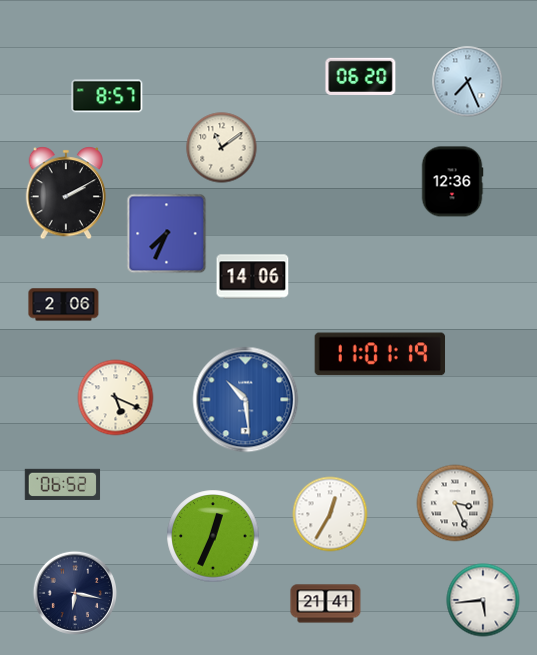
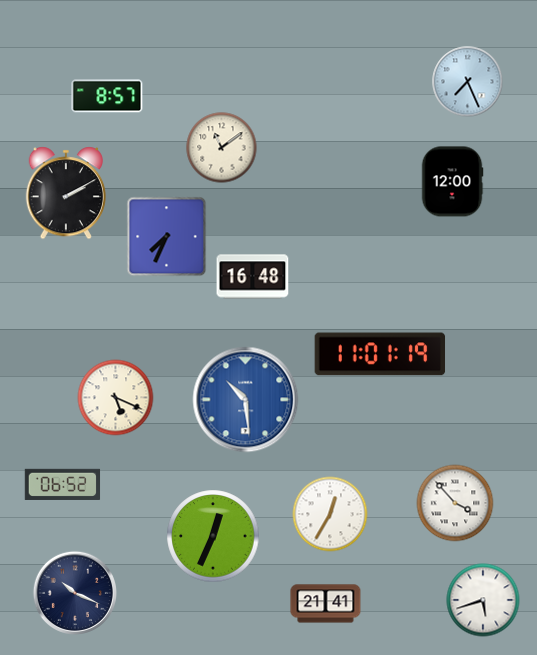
clock at (361, 76): 06:20 -> none
clock at (452, 182): 12:36 -> 12:00
clock at (167, 234) position: (167, 234) -> (167, 237)
clock at (253, 277): 14:06 -> 16:48
clock at (64, 305): 2:06 -> none
clock at (455, 503): 3:26 -> 3:53
clock at (74, 592): 6:17 -> 10:19
clock at (483, 600): 5:44 -> 5:42
